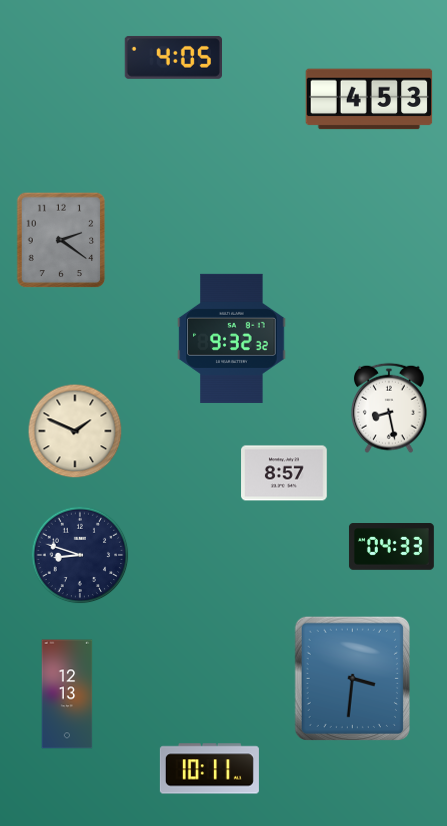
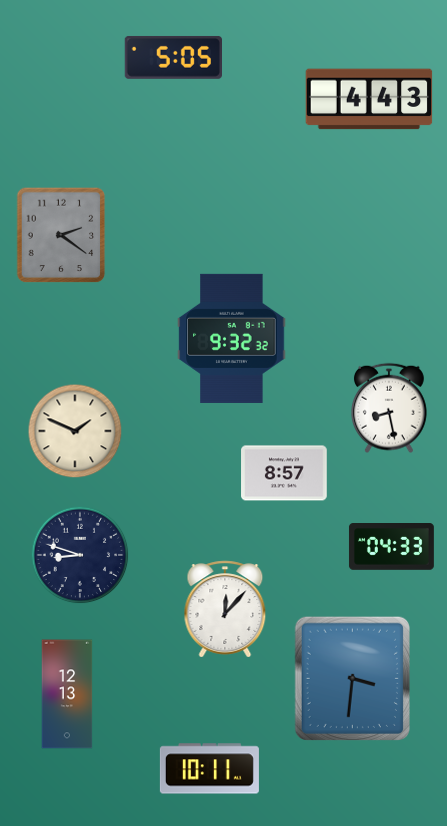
clock at (173, 57): 4:05 -> 5:05
clock at (369, 99): 4:53 -> 4:43
clock at (61, 240) position: (61, 240) -> (61, 235)
clock at (225, 609): none -> 12:07
